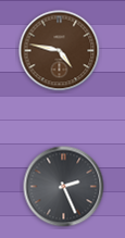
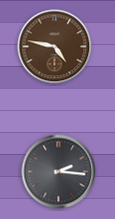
clock at (64, 187): 2:26 -> 2:16
